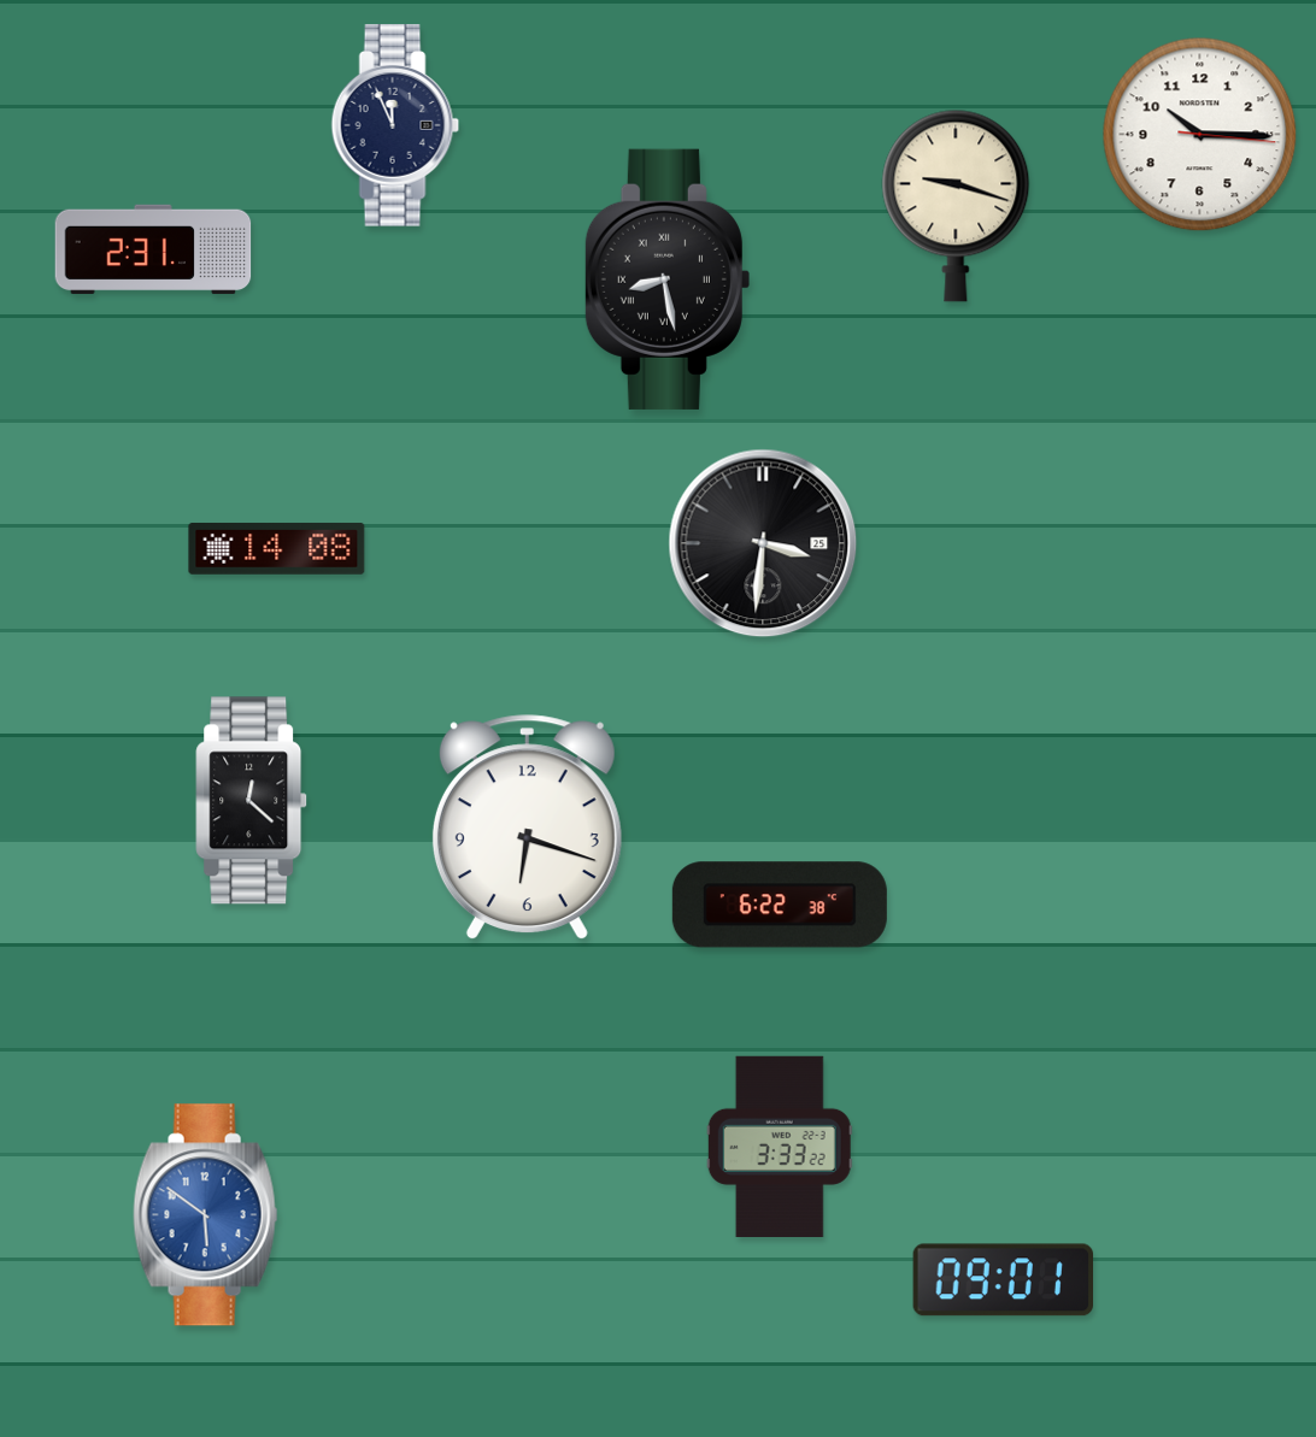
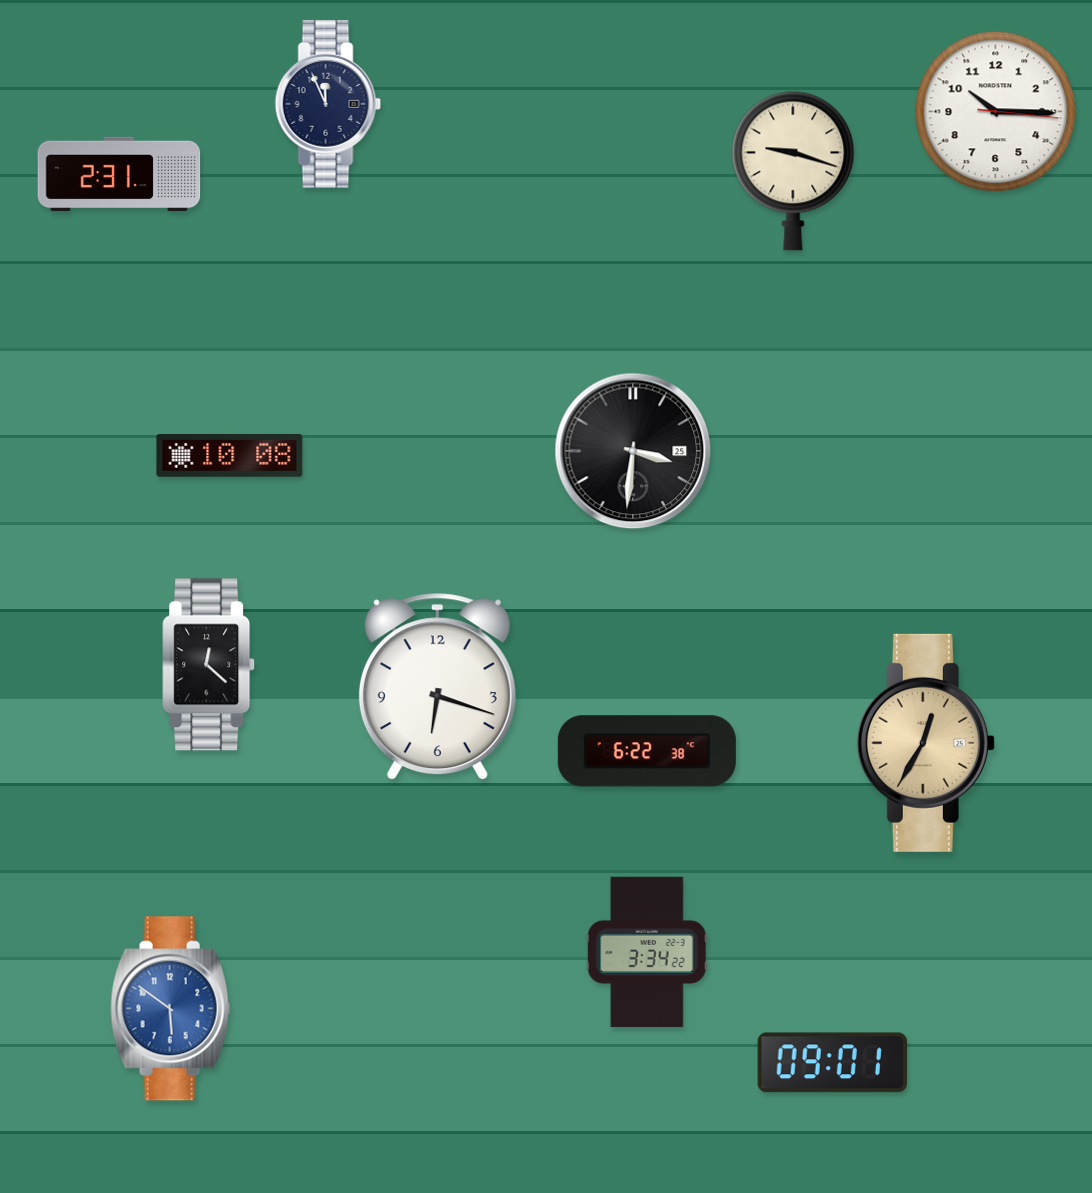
clock at (153, 249) position: (153, 249) -> (119, 174)
clock at (668, 279): 8:28 -> none
clock at (277, 548): 14:08 -> 10:08
clock at (926, 743): none -> 12:35
clock at (780, 1146): 3:33 -> 3:34
